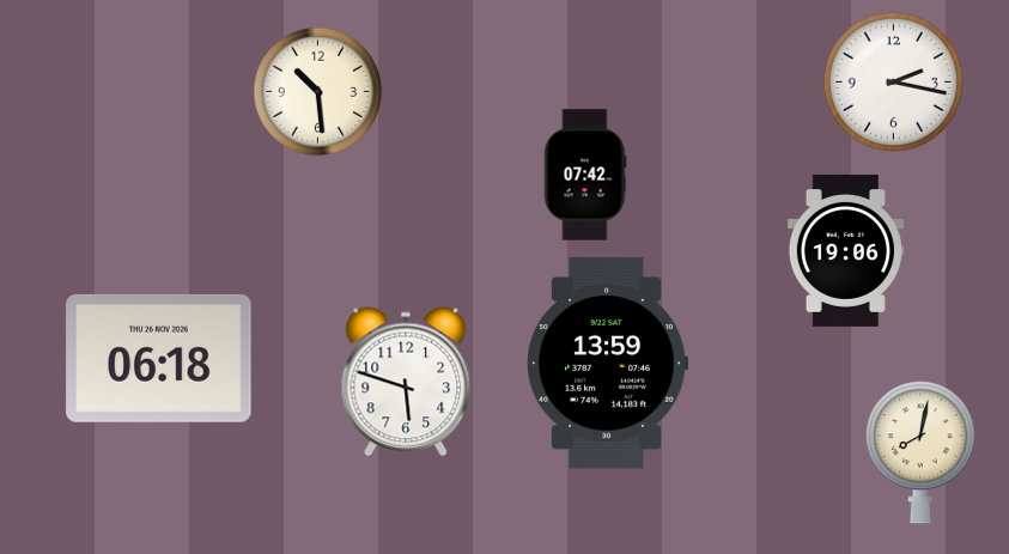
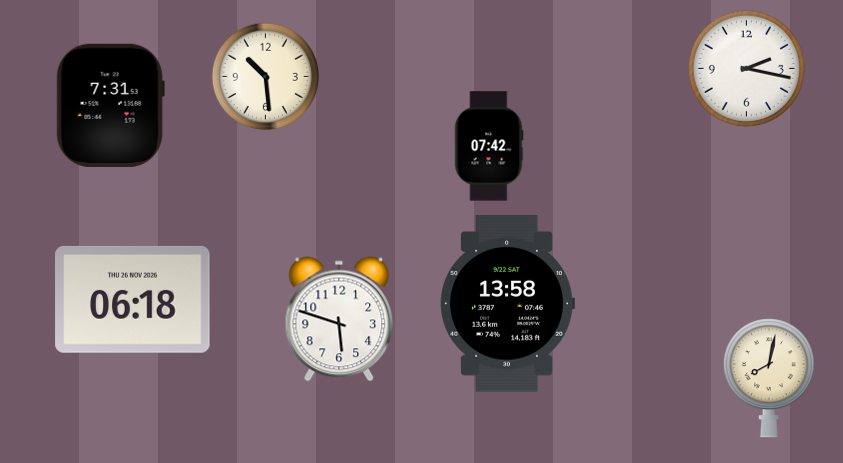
clock at (110, 105): none -> 7:31
clock at (845, 250): 19:06 -> none
clock at (607, 364): 13:59 -> 13:58
